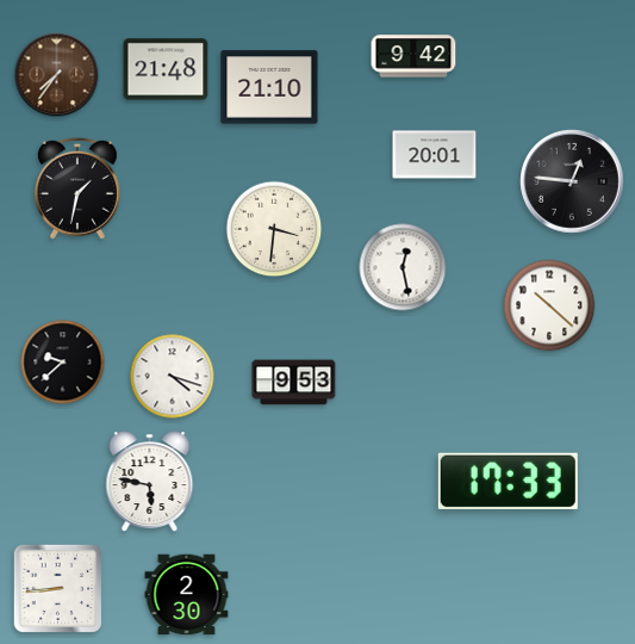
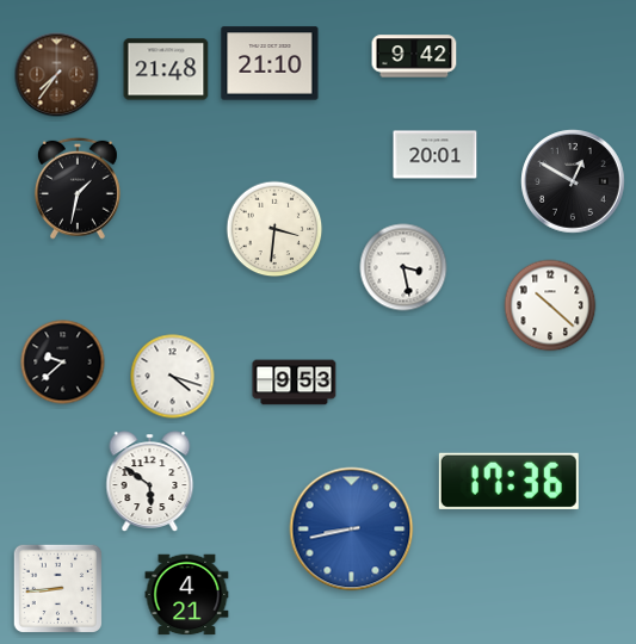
clock at (269, 87) position: (269, 87) -> (270, 63)
clock at (572, 181): 12:46 -> 12:50
clock at (403, 267): 12:28 -> 3:28
clock at (508, 481): 17:33 -> 17:36
clock at (150, 482): 5:47 -> 5:51
clock at (352, 530): none -> 8:43
clock at (187, 595): 2:30 -> 4:21
